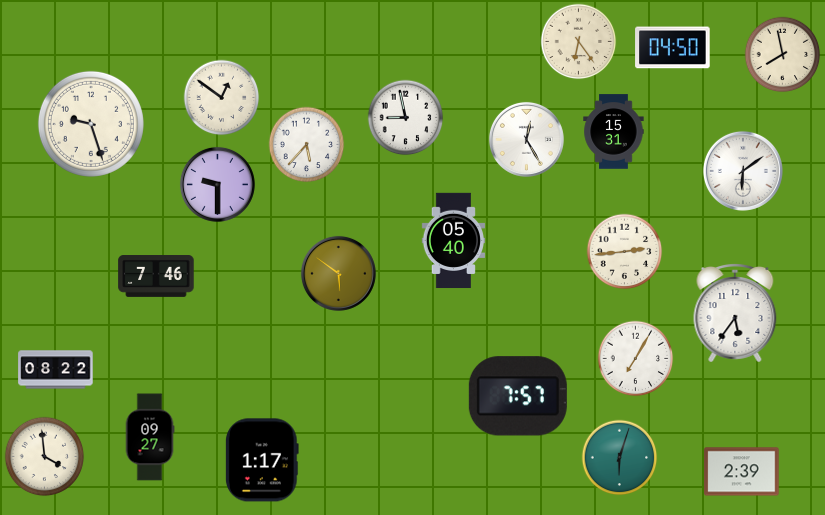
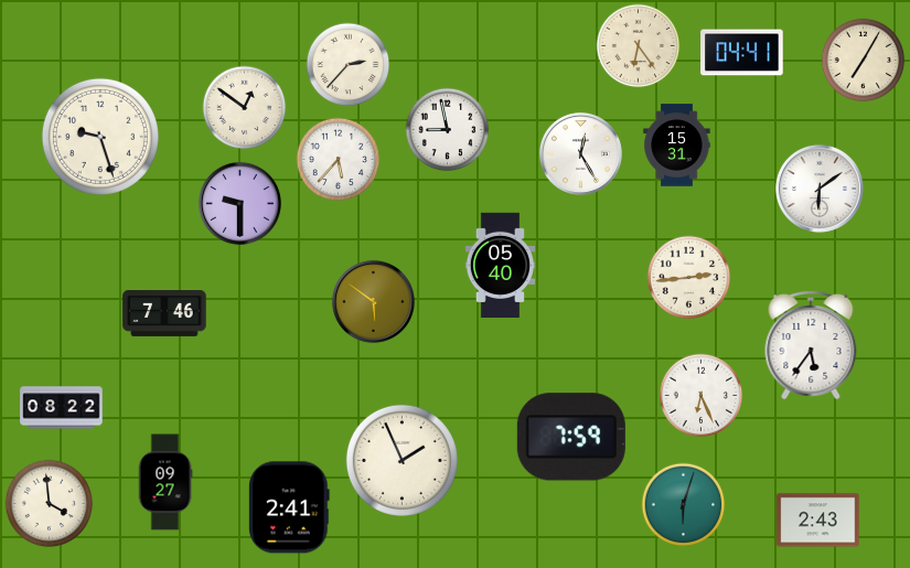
clock at (673, 48): 04:50 -> 04:41
clock at (783, 55): 7:58 -> 7:05
clock at (349, 65): none -> 2:37
clock at (156, 277) position: (156, 277) -> (164, 314)
clock at (636, 359): 7:05 -> 6:26
clock at (518, 396): 7:57 -> 7:59
clock at (402, 460): none -> 1:56
clock at (262, 460): 1:17 -> 2:41
clock at (742, 472): 2:39 -> 2:43
